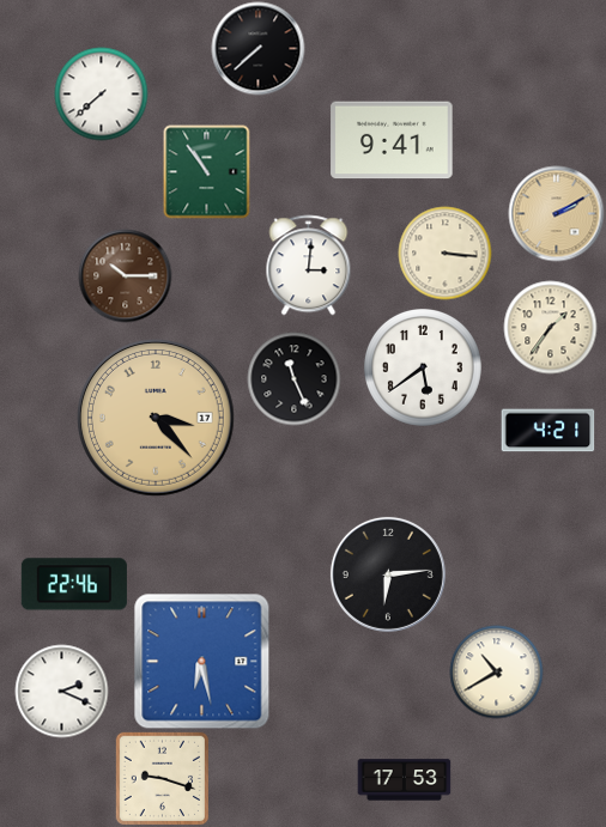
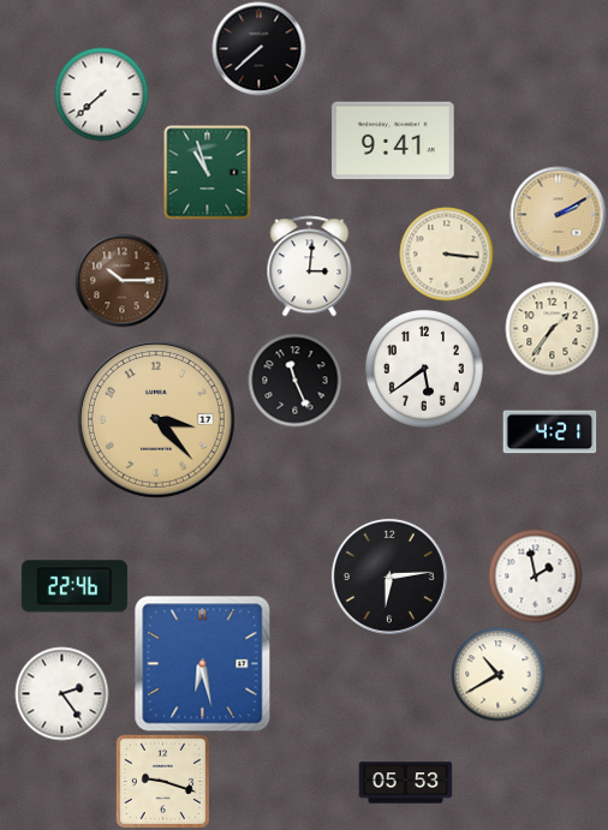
clock at (207, 171): 10:54 -> 10:57
clock at (125, 275) position: (125, 275) -> (121, 280)
clock at (535, 575): none -> 1:58
clock at (61, 691): 2:19 -> 2:24
clock at (404, 780): 17:53 -> 05:53
